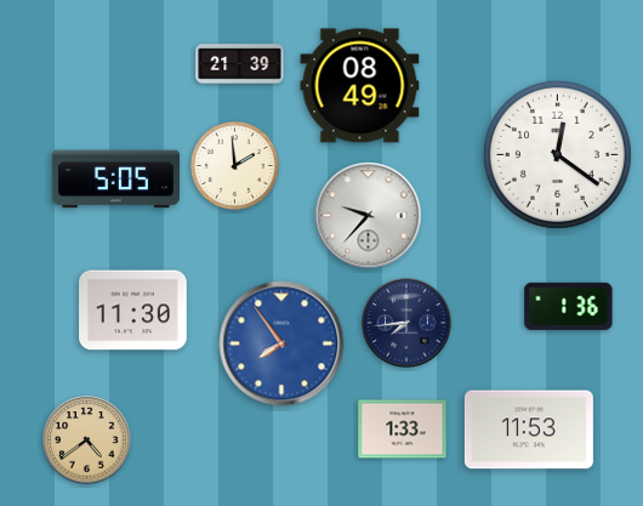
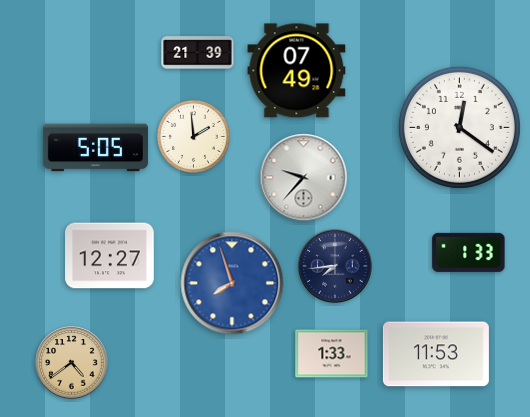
clock at (360, 86): 08:49 -> 07:49
clock at (569, 306): 1:36 -> 1:33
clock at (133, 311): 11:30 -> 12:27
clock at (281, 343): 7:54 -> 7:57
